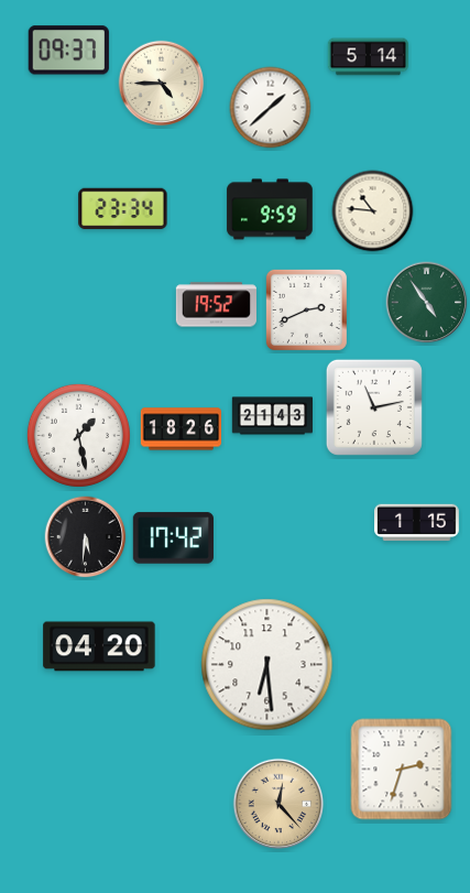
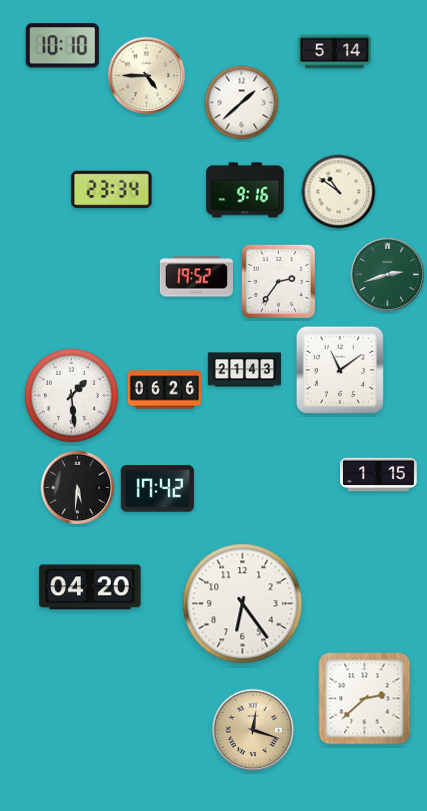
clock at (68, 51): 09:37 -> 10:10
clock at (271, 108) position: (271, 108) -> (242, 103)
clock at (270, 209): 9:59 -> 9:16
clock at (373, 211): 10:46 -> 10:51
clock at (427, 303): 4:54 -> 2:42
clock at (306, 309): 2:41 -> 2:36
clock at (374, 407): 11:13 -> 11:09
clock at (272, 416) position: (272, 416) -> (244, 370)
clock at (181, 429): 18:26 -> 06:26
clock at (78, 435): 1:28 -> 1:29
clock at (267, 665): 6:29 -> 6:24
clock at (402, 770): 2:33 -> 2:38
clock at (278, 804): 12:23 -> 12:18
